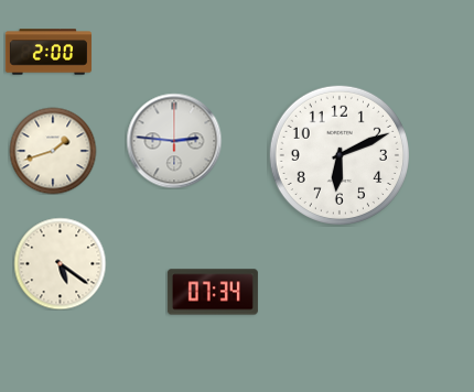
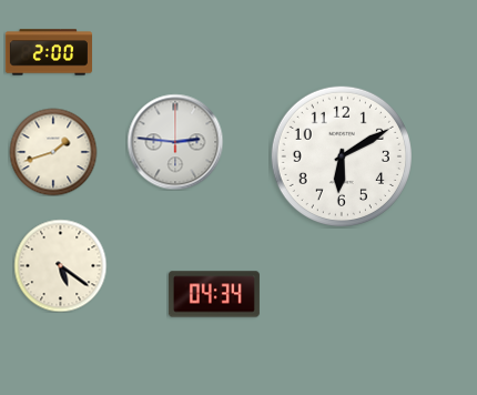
clock at (340, 155): 6:11 -> 6:10
clock at (213, 292): 07:34 -> 04:34
